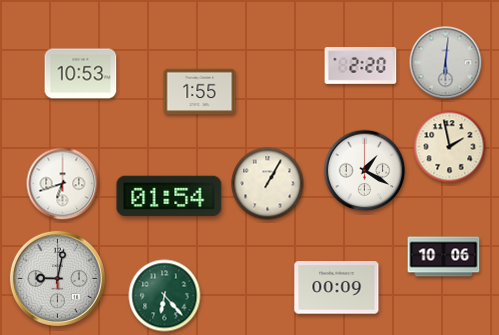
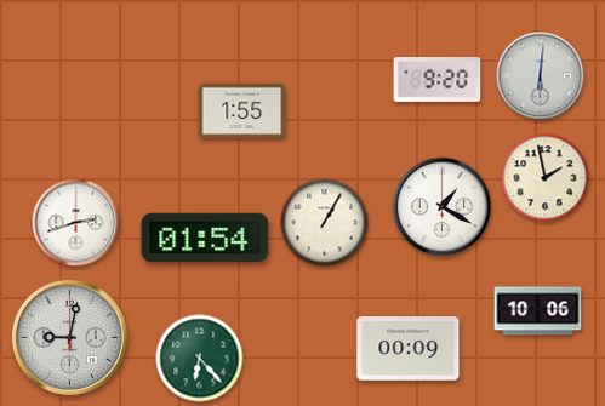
clock at (361, 66): 2:20 -> 9:20
clock at (81, 74): 10:53 -> none
clock at (63, 184): 6:42 -> 2:42
